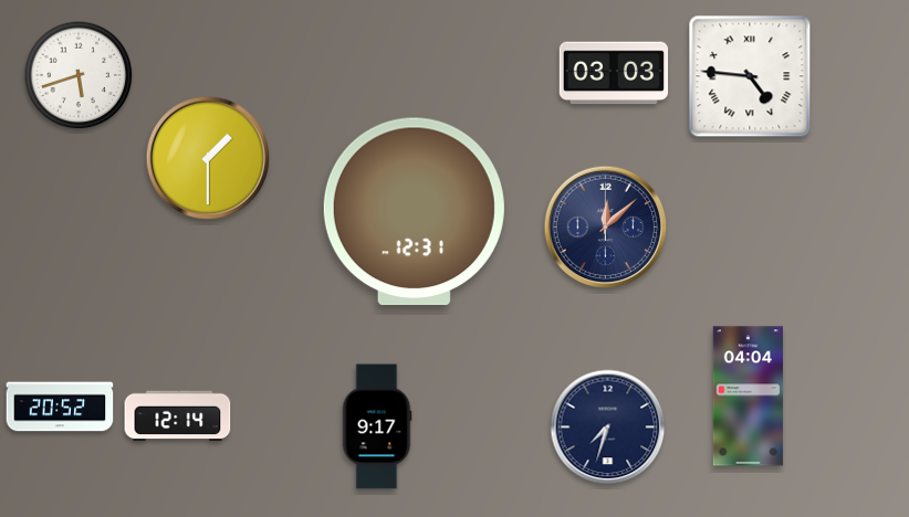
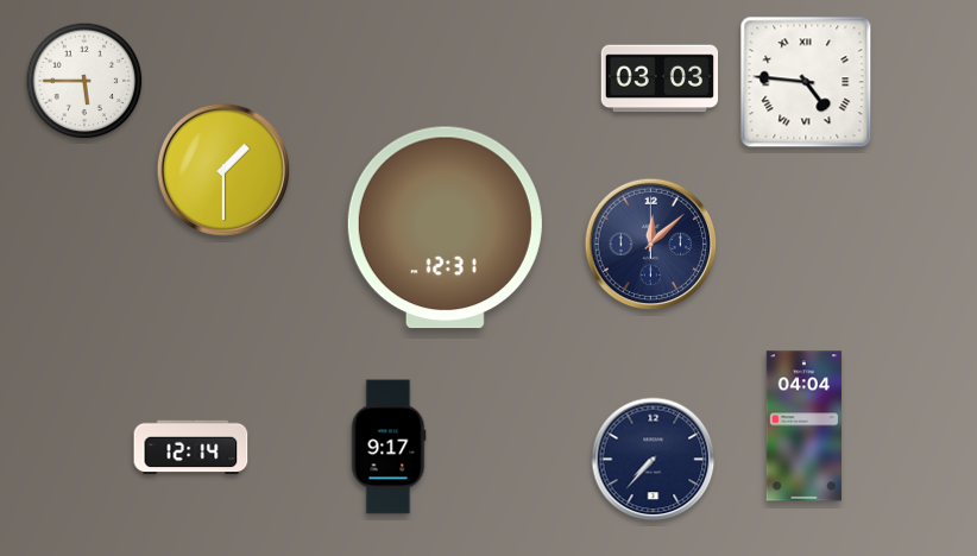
clock at (79, 75): 5:42 -> 5:45
clock at (60, 407): 20:52 -> none
clock at (377, 426) position: (377, 426) -> (389, 447)
clock at (608, 428): 7:33 -> 7:37
